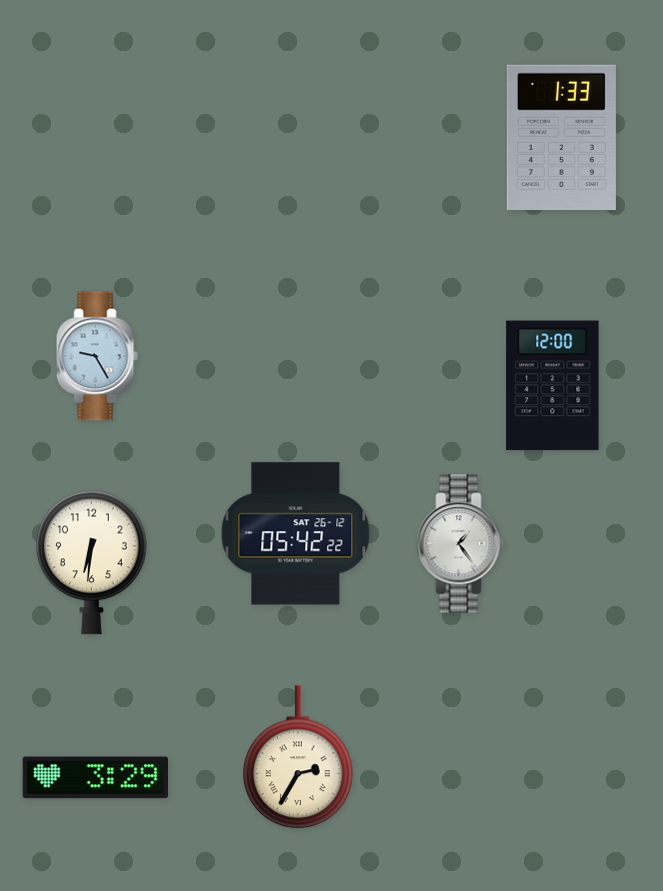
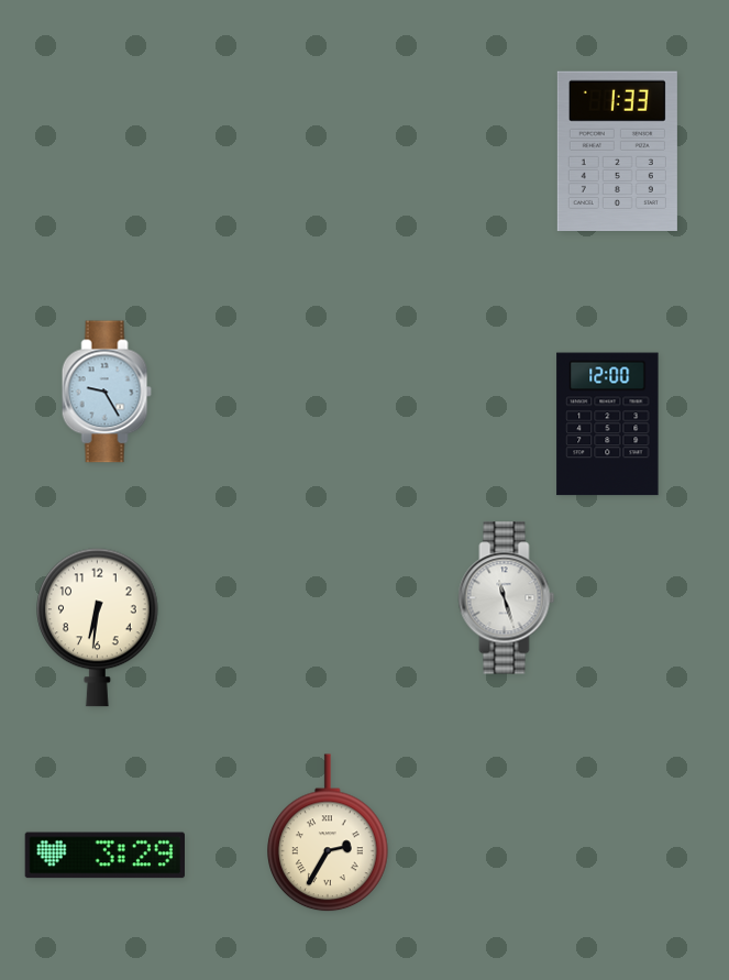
clock at (296, 534): 05:42 -> none
clock at (461, 544): 1:24 -> 11:27
clock at (92, 562) position: (92, 562) -> (98, 627)
